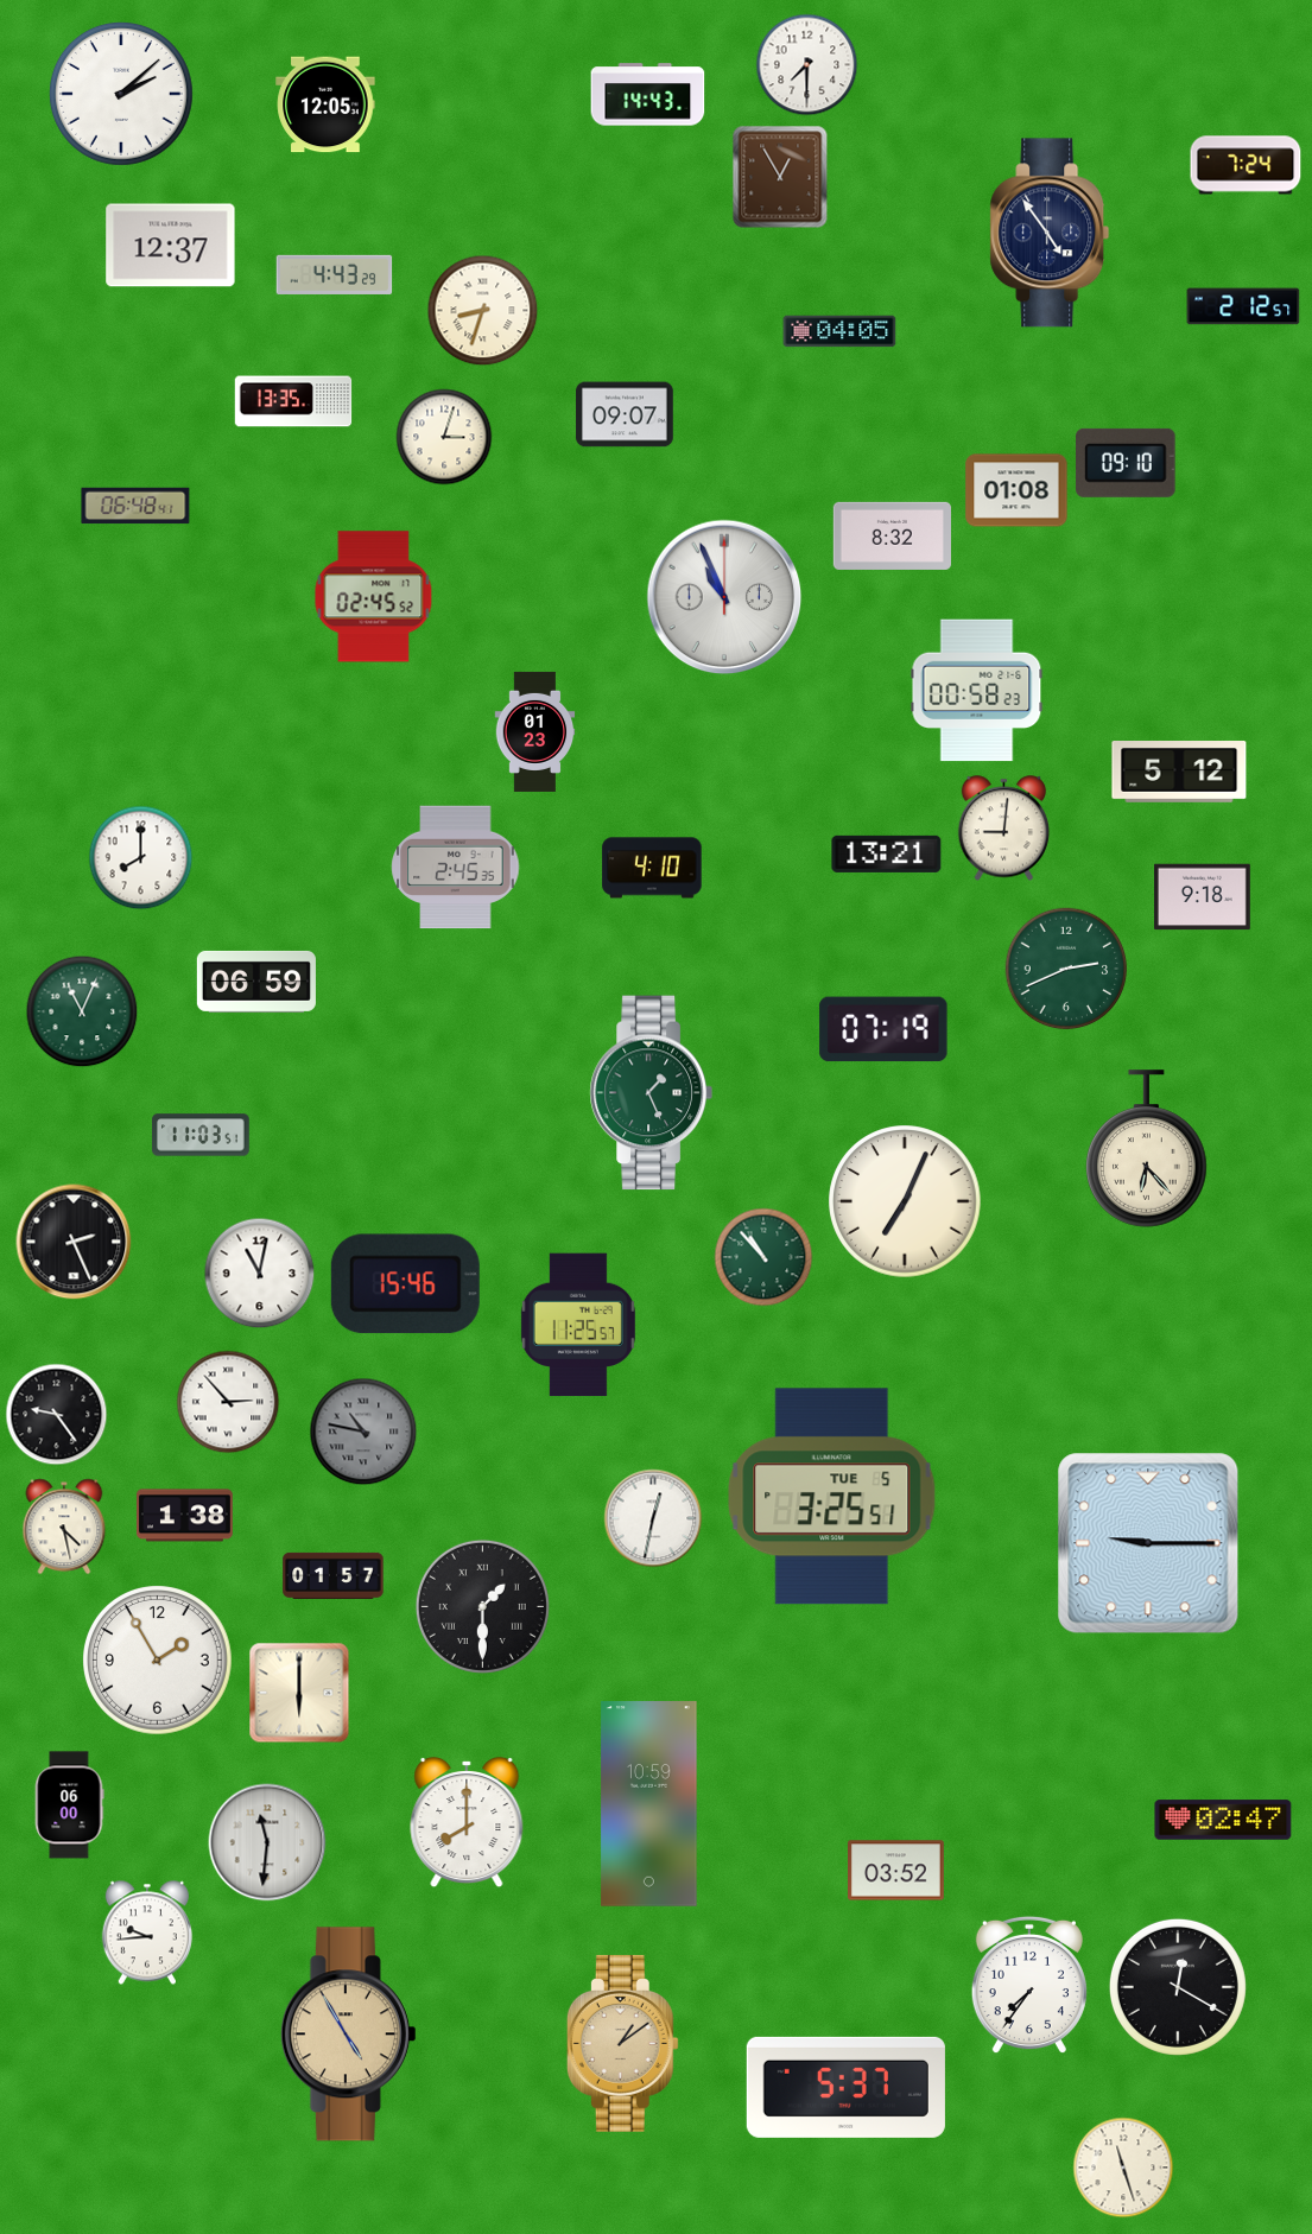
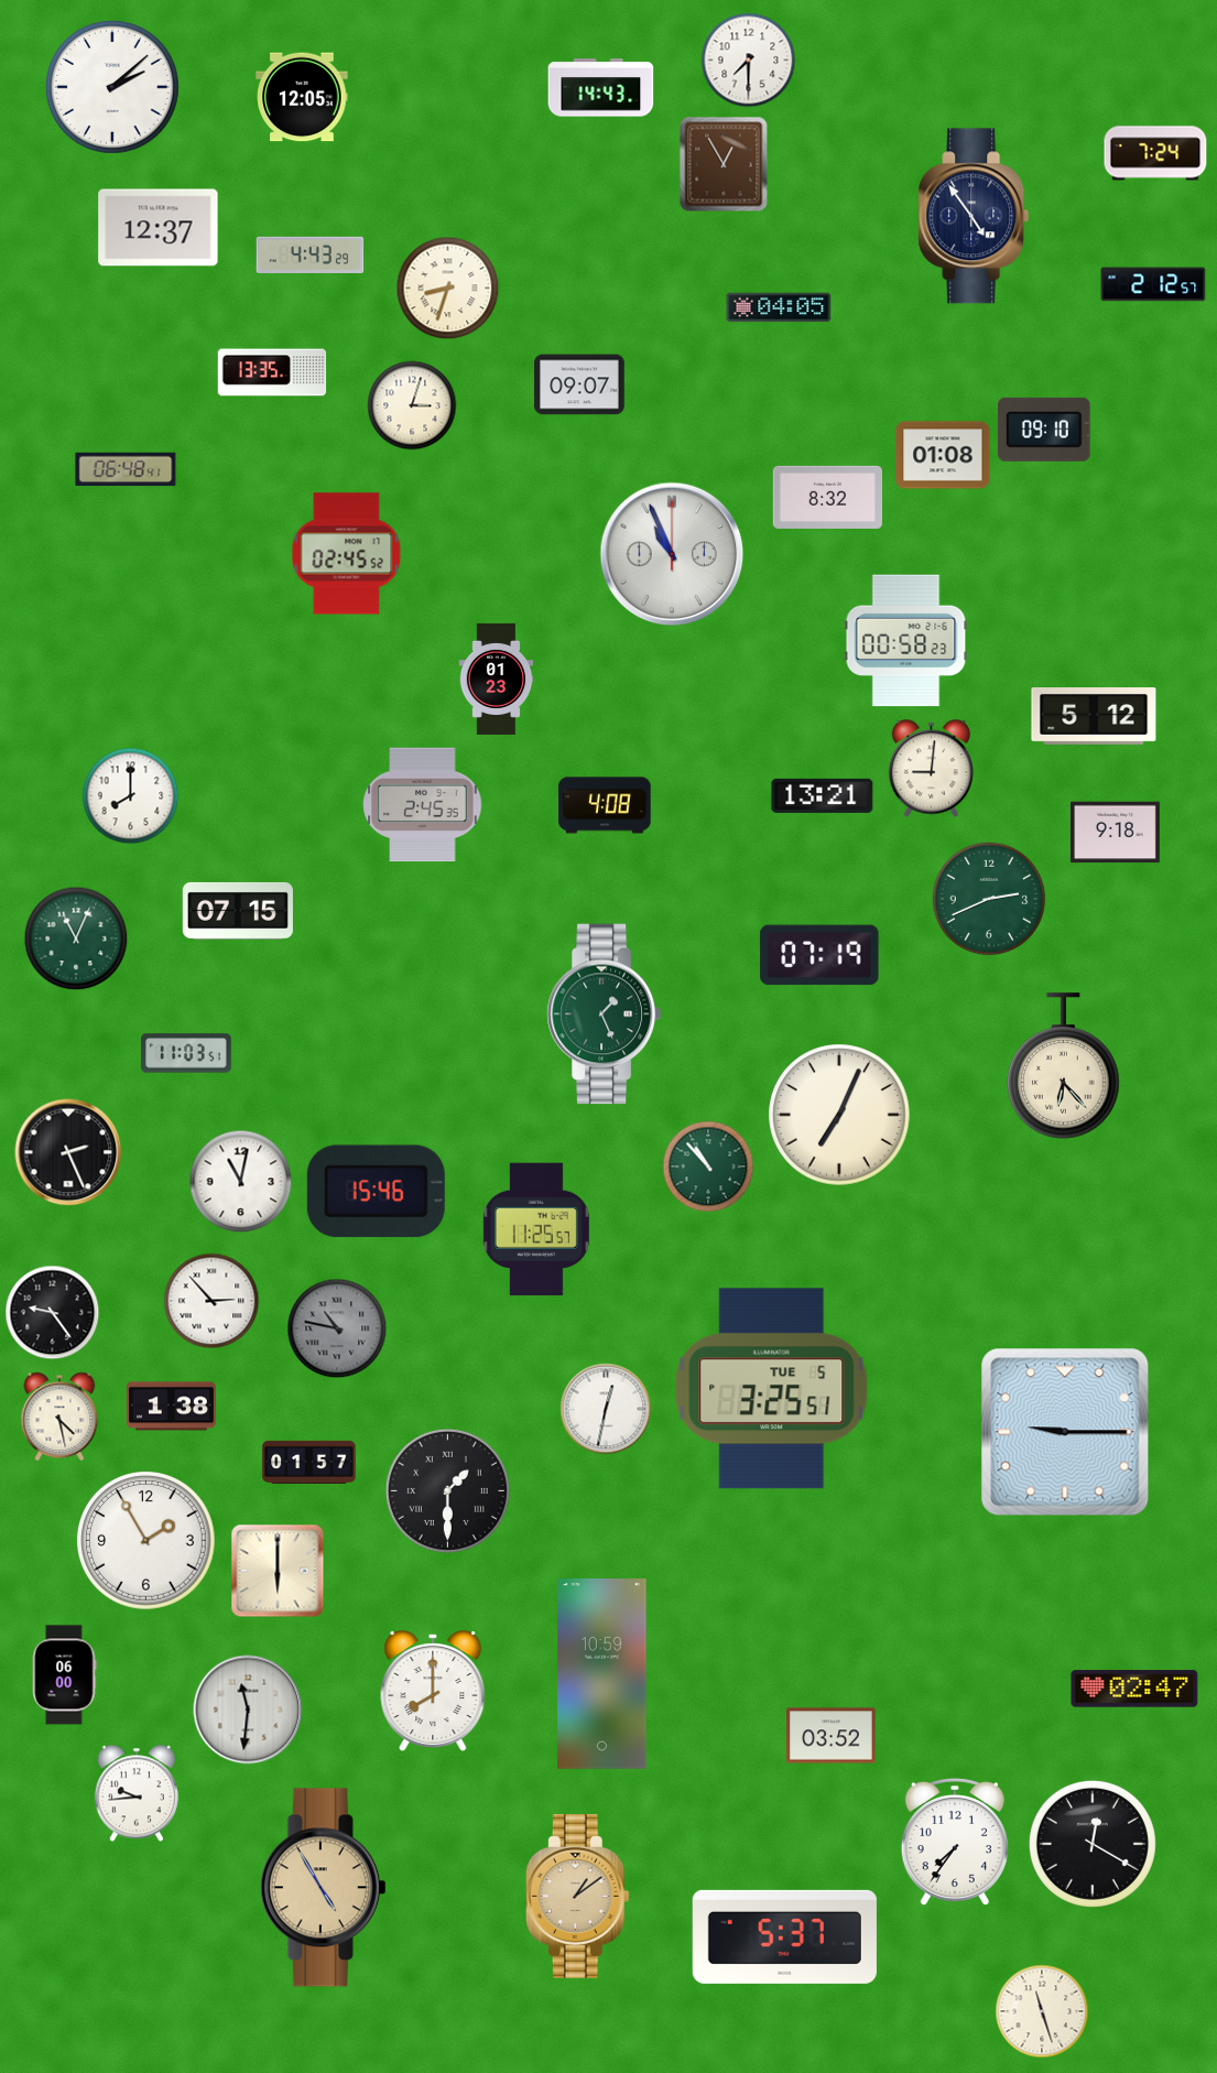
clock at (887, 853) position: (887, 853) -> (823, 795)
clock at (652, 868): 4:10 -> 4:08
clock at (256, 982): 06:59 -> 07:15
